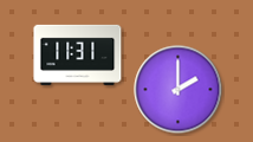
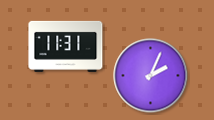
clock at (179, 90): 2:00 -> 2:04
